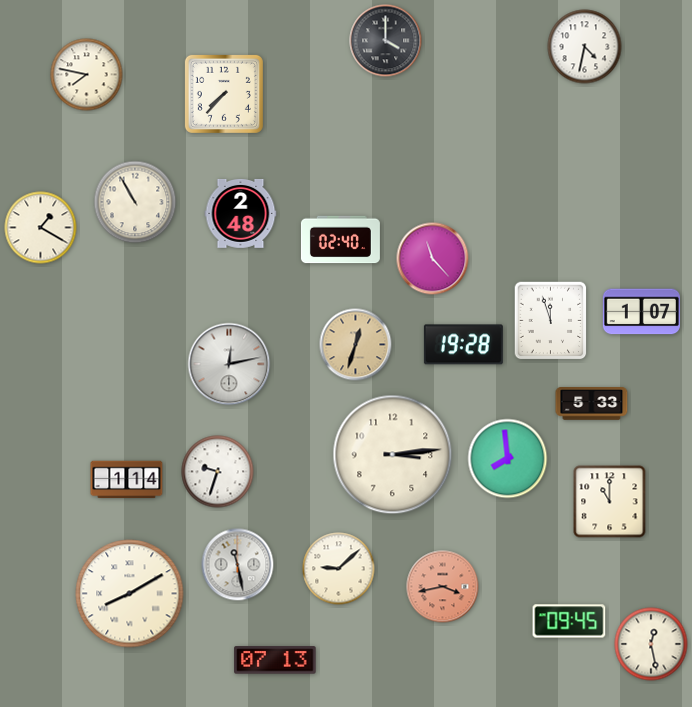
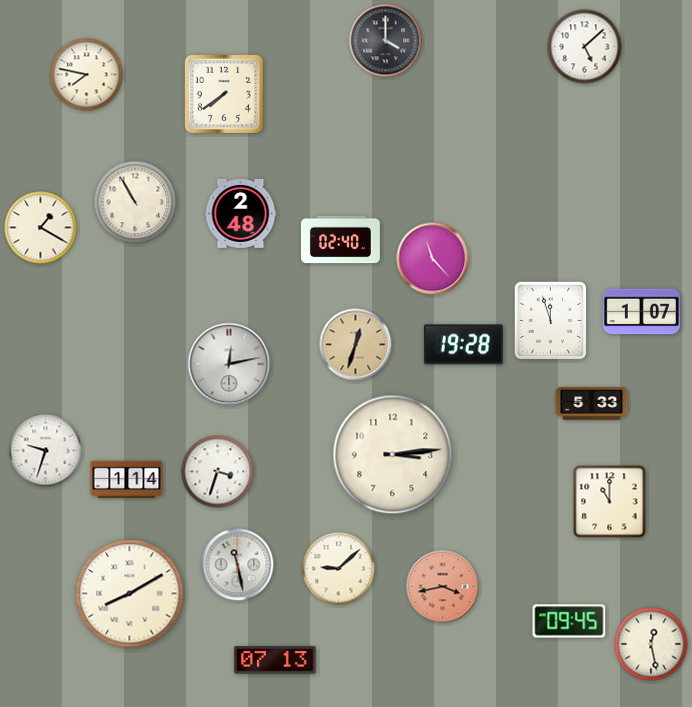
clock at (585, 47): 4:32 -> 5:08
clock at (224, 94): 7:37 -> 7:39
clock at (46, 451): none -> 9:33
clock at (508, 459): 7:59 -> none
clock at (218, 472): 9:33 -> 3:33
